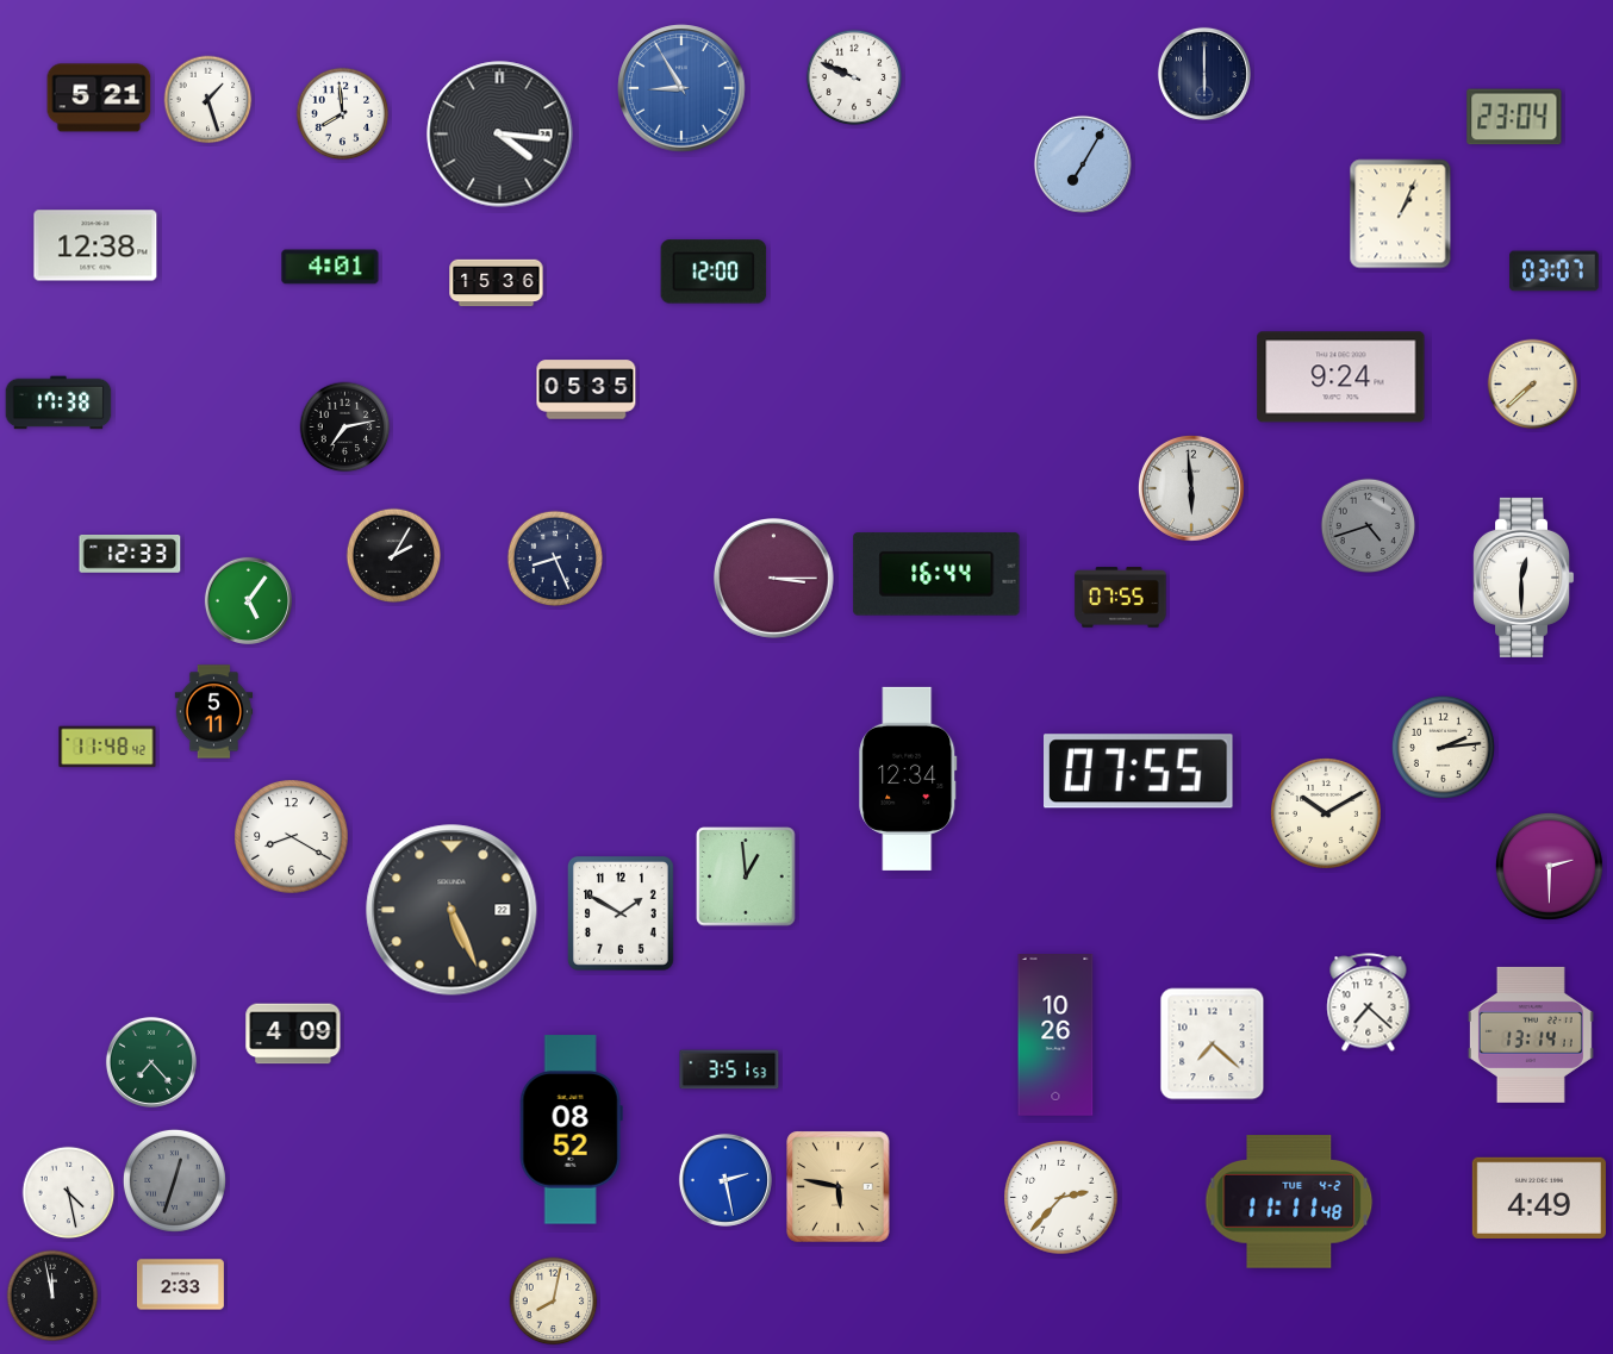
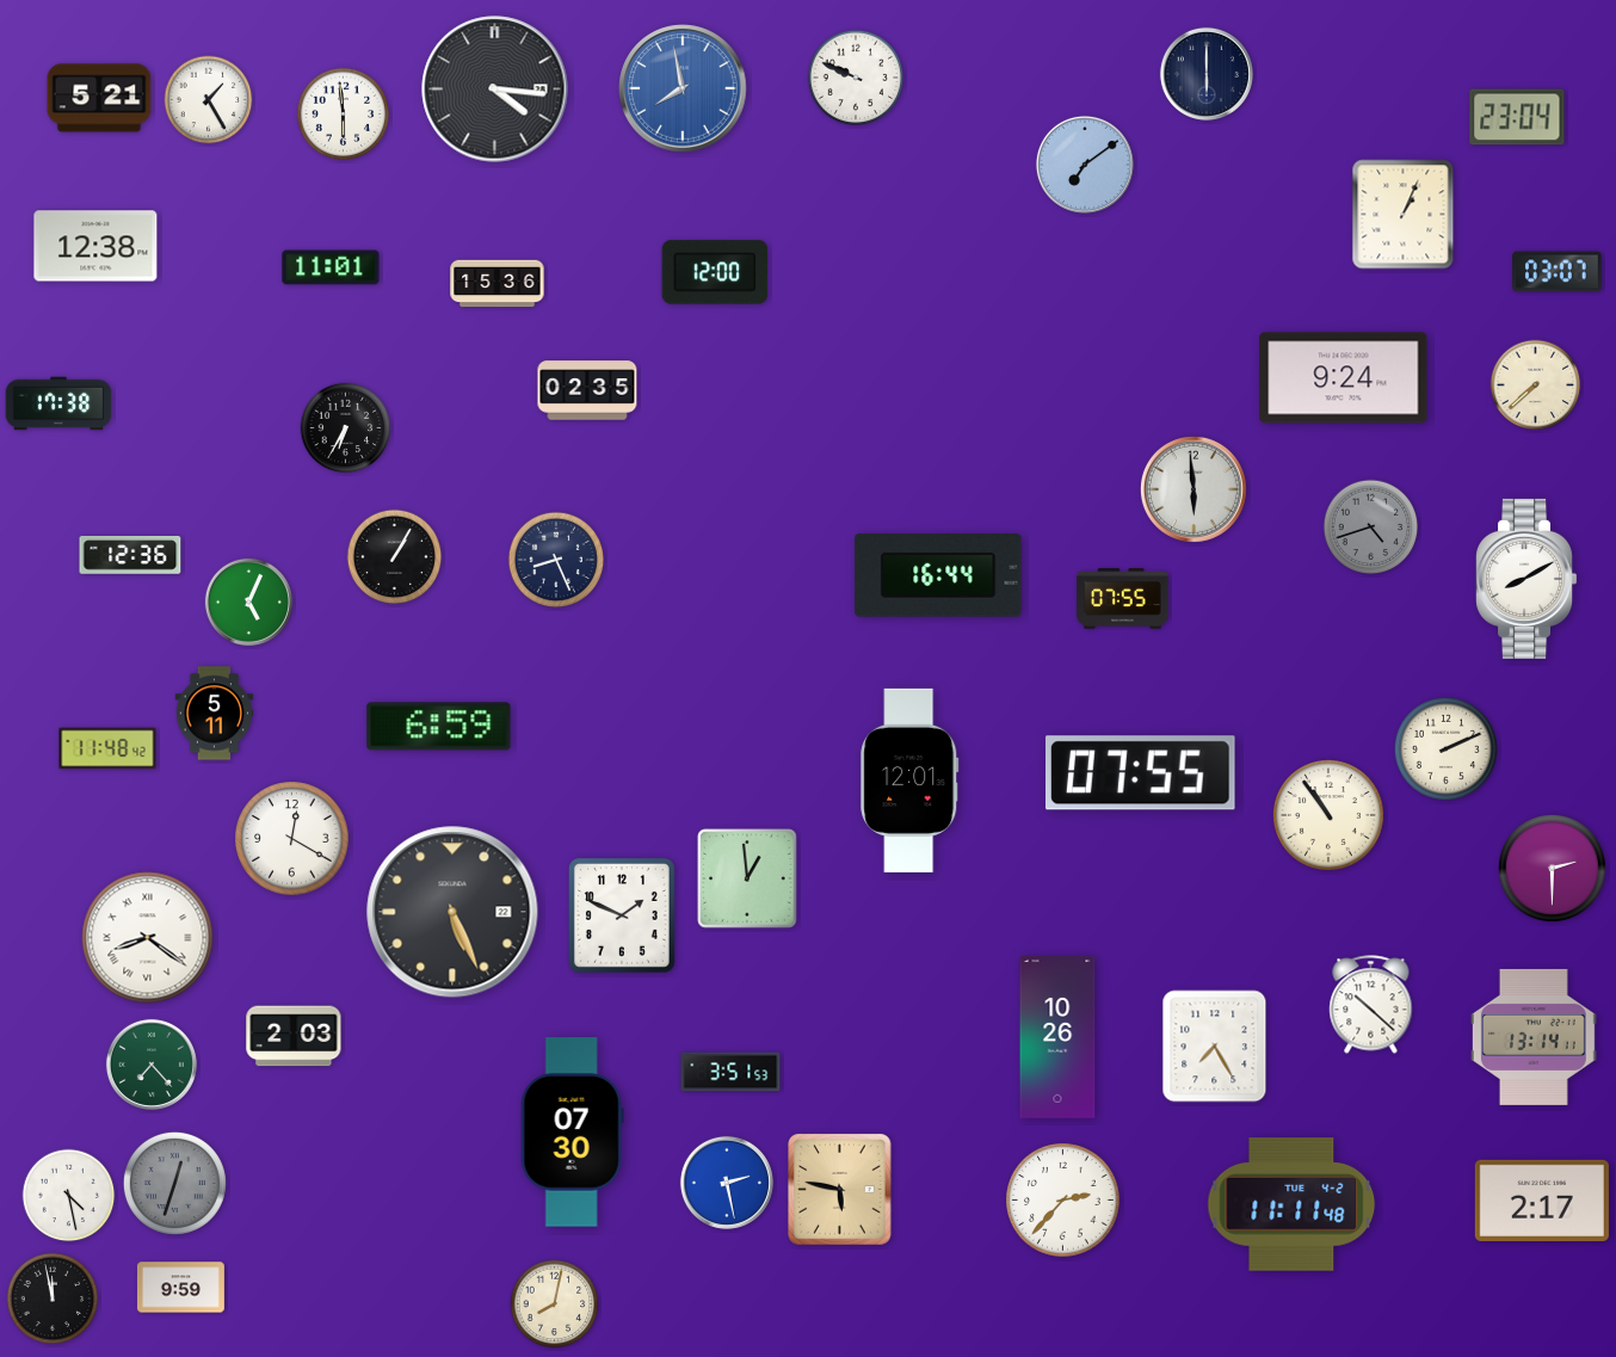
clock at (681, 88): 8:55 -> 7:58
clock at (208, 100): 1:27 -> 1:25
clock at (343, 114): 7:59 -> 5:59
clock at (500, 135) position: (500, 135) -> (495, 90)
clock at (1083, 164): 7:05 -> 7:09
clock at (330, 267): 4:01 -> 11:01
clock at (586, 389): 05:35 -> 02:35
clock at (345, 428): 7:13 -> 6:35
clock at (130, 555): 12:33 -> 12:36
clock at (394, 556): 2:05 -> 1:05
clock at (1524, 578): 12:30 -> 8:10
clock at (774, 579): 3:15 -> none
clock at (248, 600): 5:06 -> 5:04
clock at (439, 727): none -> 6:59
clock at (1443, 747): 2:14 -> 2:11
clock at (908, 779): 12:34 -> 12:01
clock at (1327, 815): 10:10 -> 10:54
clock at (292, 837): 8:20 -> 12:20
clock at (621, 913): 1:50 -> 1:49
clock at (148, 938): none -> 8:21
clock at (1369, 1003): 7:22 -> 10:22
clock at (293, 1034): 4:09 -> 2:03
clock at (1213, 1044): 7:22 -> 7:25
clock at (571, 1130): 08:52 -> 07:30
clock at (1539, 1198): 4:49 -> 2:17
clock at (180, 1285): 2:33 -> 9:59
